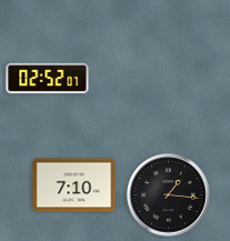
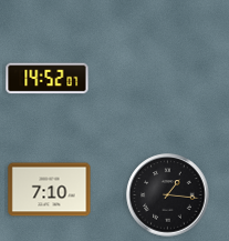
clock at (48, 79): 02:52 -> 14:52
clock at (74, 185) position: (74, 185) -> (50, 190)
